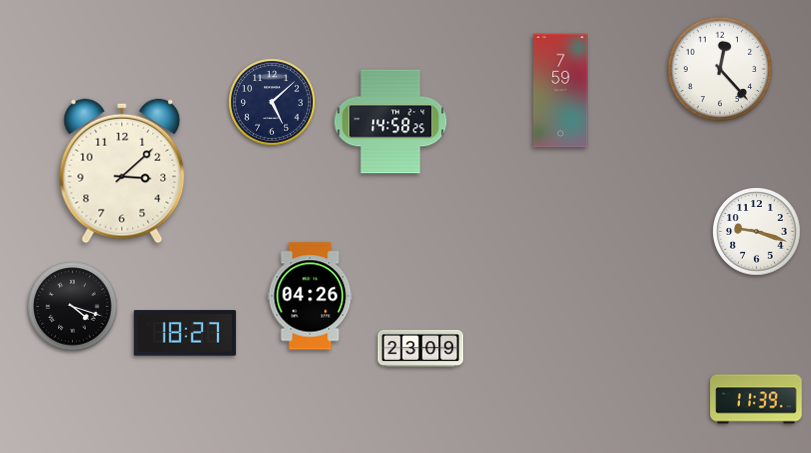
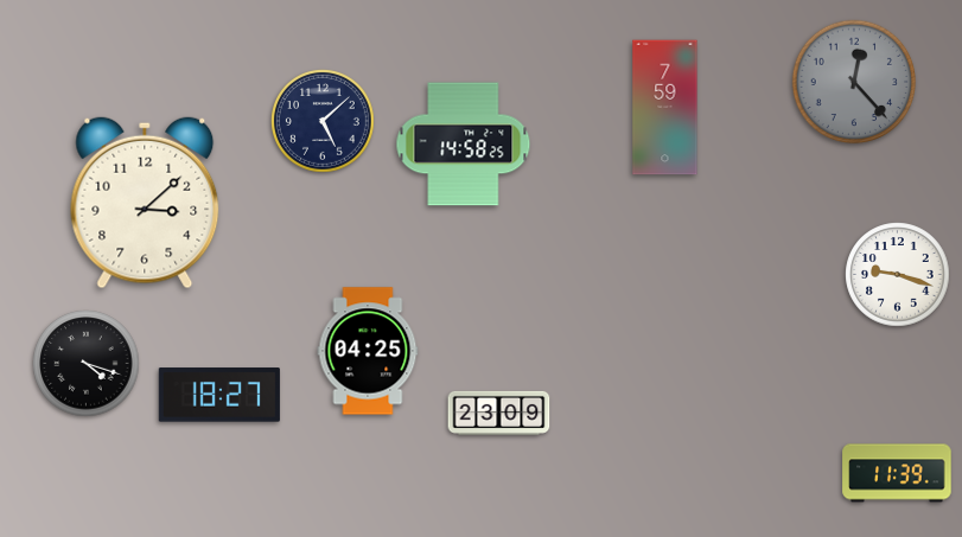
clock at (720, 69) dial: white -> grey
clock at (310, 296): 04:26 -> 04:25
